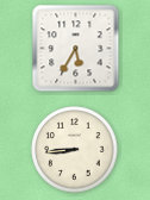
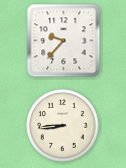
clock at (76, 49): 5:35 -> 9:37
